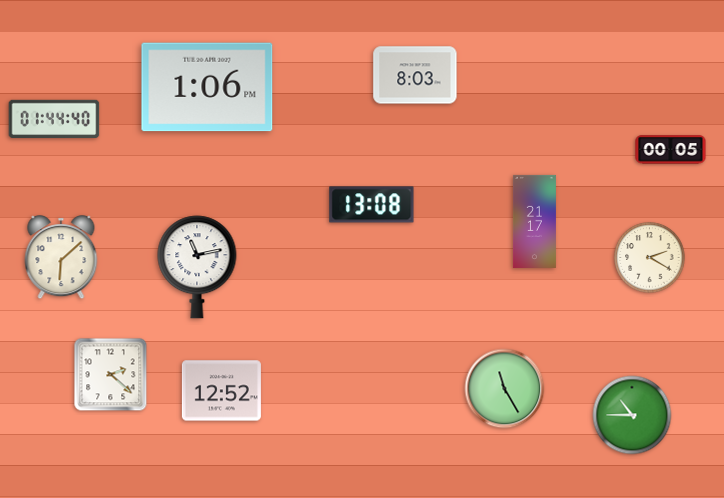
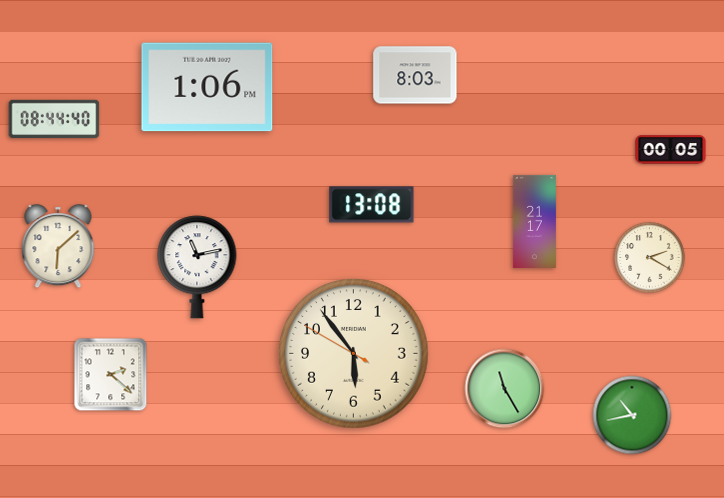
clock at (54, 119): 01:44 -> 08:44
clock at (61, 258) position: (61, 258) -> (58, 247)
clock at (354, 354): none -> 5:53
clock at (221, 391): 12:52 -> none
clock at (632, 415): 10:45 -> 10:43
